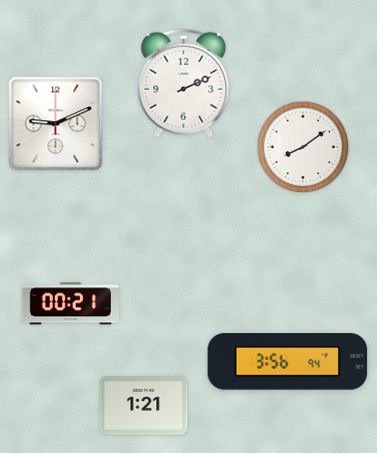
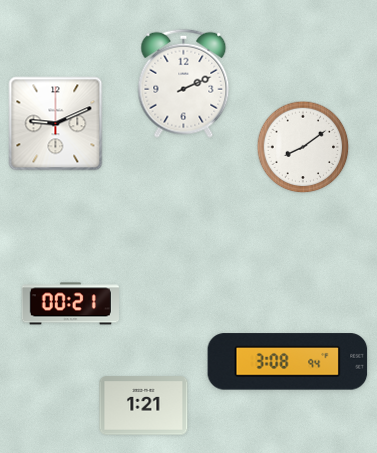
clock at (288, 362): 3:56 -> 3:08
